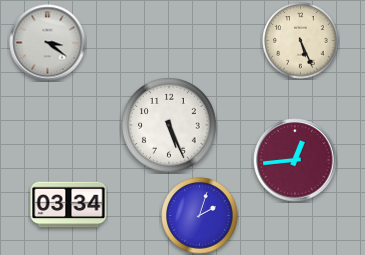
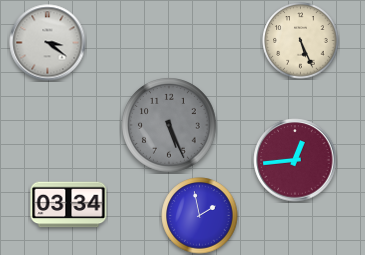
clock at (169, 125) dial: white -> grey
clock at (200, 216): 2:03 -> 1:58
